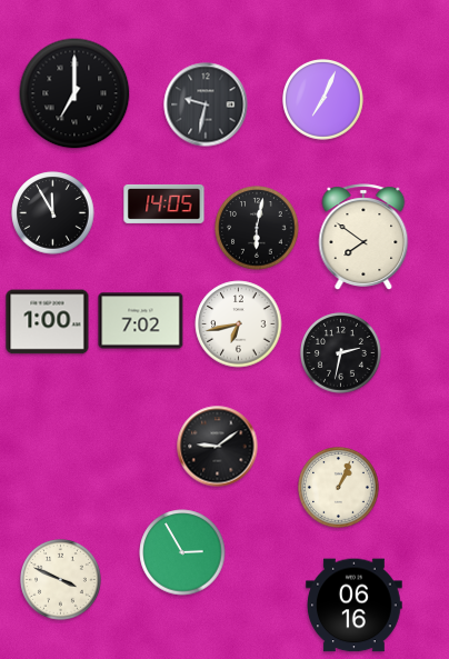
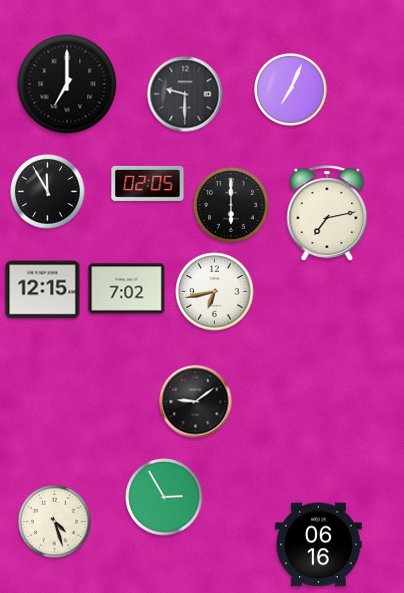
clock at (206, 104): 9:32 -> 9:30
clock at (164, 203): 14:05 -> 02:05
clock at (257, 228): 6:02 -> 6:00
clock at (363, 237): 7:51 -> 7:13
clock at (48, 322): 1:00 -> 12:15
clock at (341, 353): 2:32 -> none
clock at (339, 488): 1:04 -> none
clock at (61, 580): 3:49 -> 4:27
